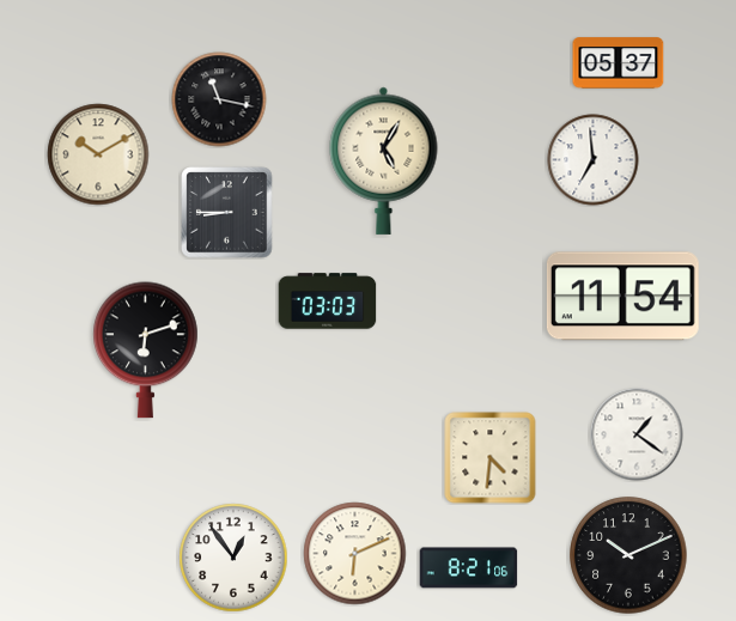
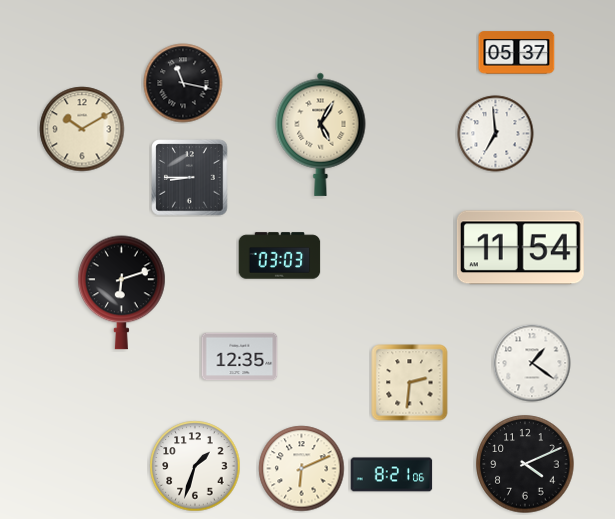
clock at (328, 302) position: (328, 302) -> (280, 256)
clock at (240, 357): none -> 12:35
clock at (491, 458): 4:31 -> 2:31
clock at (355, 554) position: (355, 554) -> (302, 469)
clock at (628, 555): 10:11 -> 4:11
clock at (233, 558): 12:54 -> 1:33
